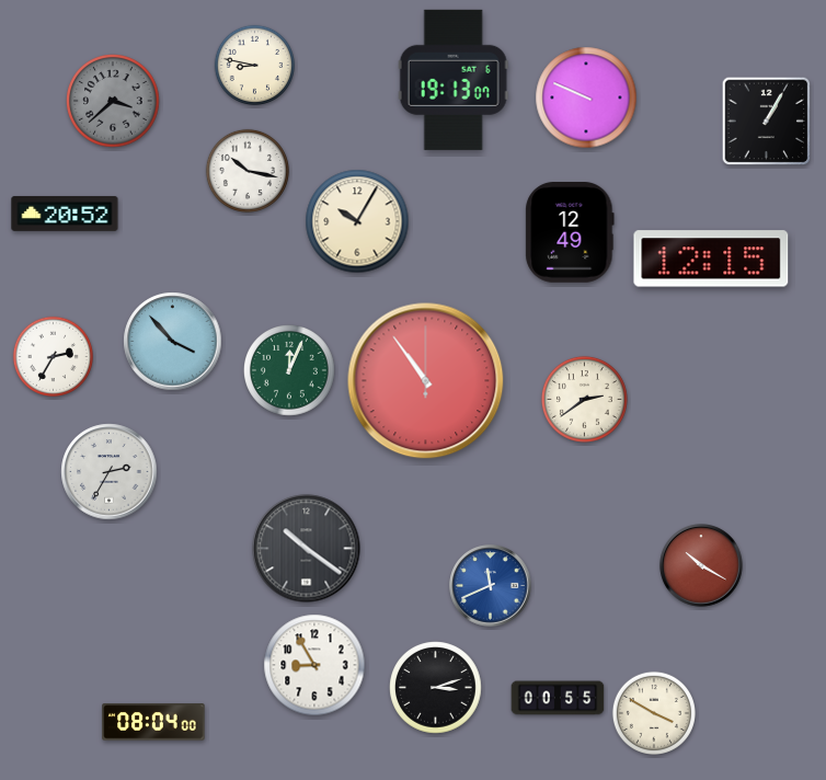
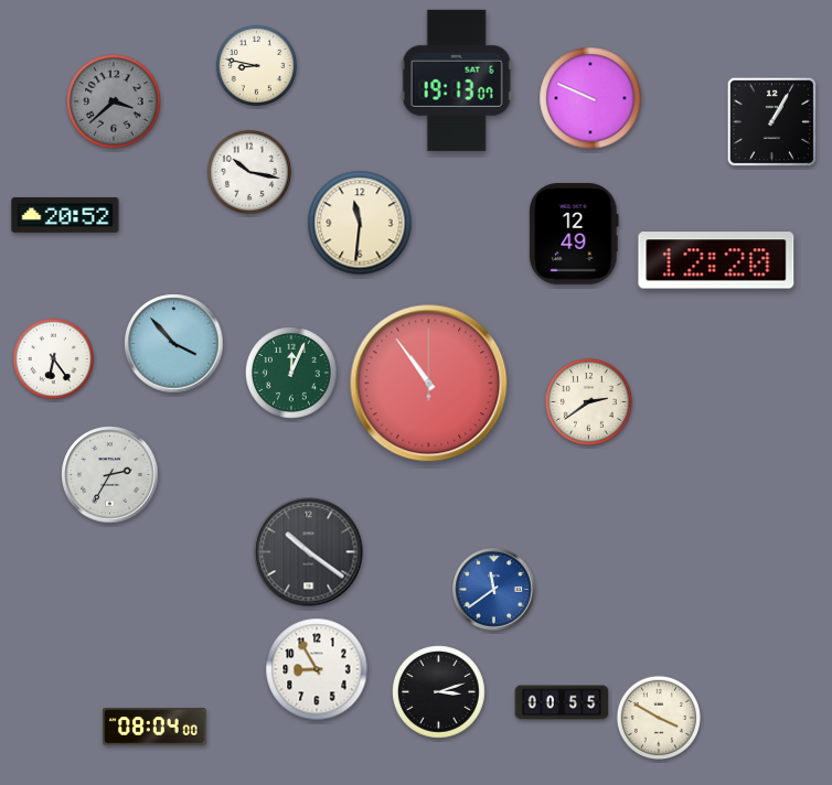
clock at (357, 221): 10:05 -> 11:31
clock at (711, 259): 12:15 -> 12:20
clock at (53, 356): 2:35 -> 6:24
clock at (701, 565): 10:20 -> none
clock at (491, 586): 11:41 -> 11:39
